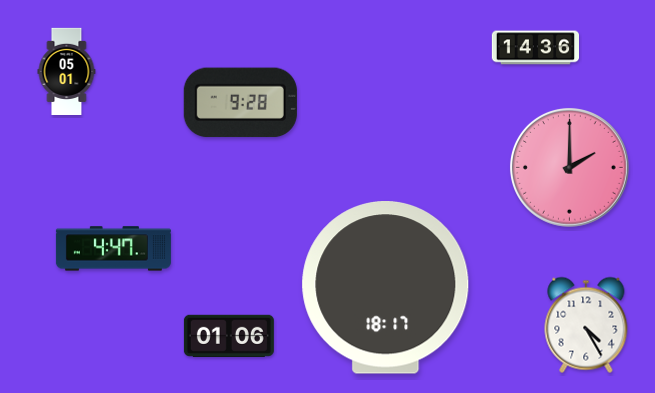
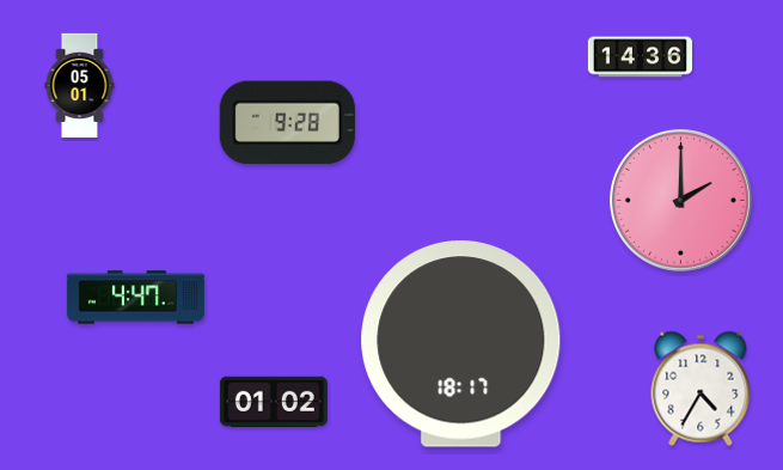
clock at (586, 325): 4:25 -> 4:35
clock at (229, 336): 01:06 -> 01:02
